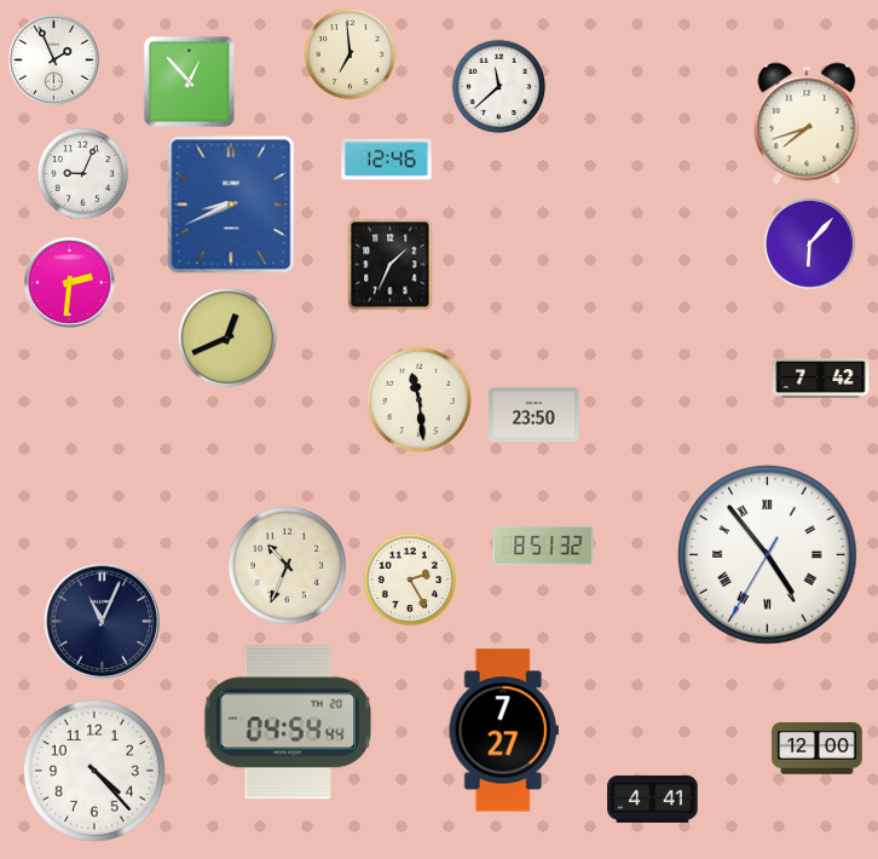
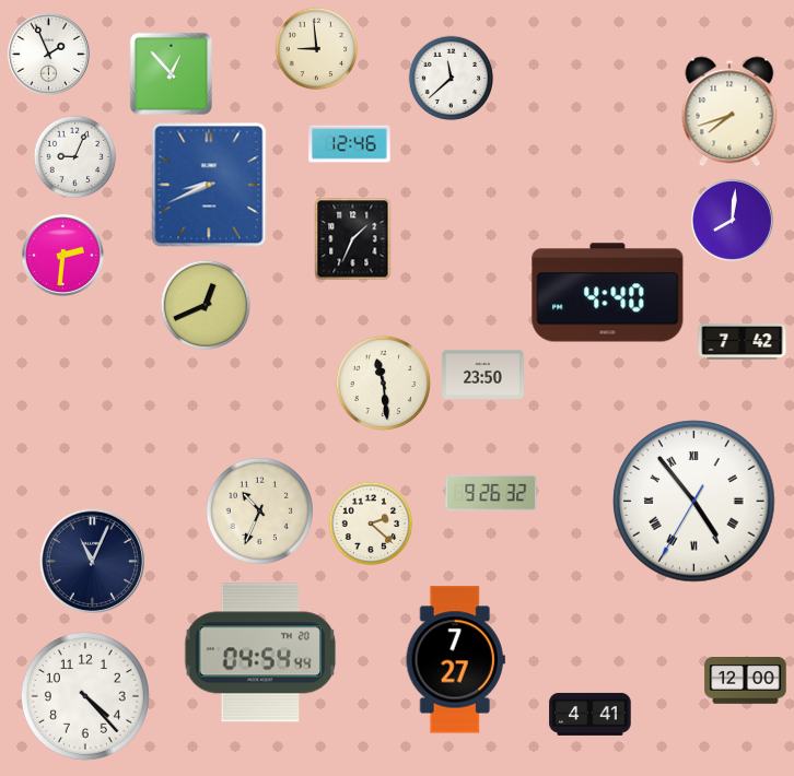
clock at (351, 54): 6:59 -> 8:59
clock at (809, 243): 6:07 -> 8:01
clock at (608, 293): none -> 4:40
clock at (418, 399) position: (418, 399) -> (383, 383)
clock at (543, 546): 8:51 -> 9:26
clock at (410, 580): 2:25 -> 2:22
clock at (818, 749) position: (818, 749) -> (746, 681)
clock at (653, 799) position: (653, 799) -> (591, 714)
